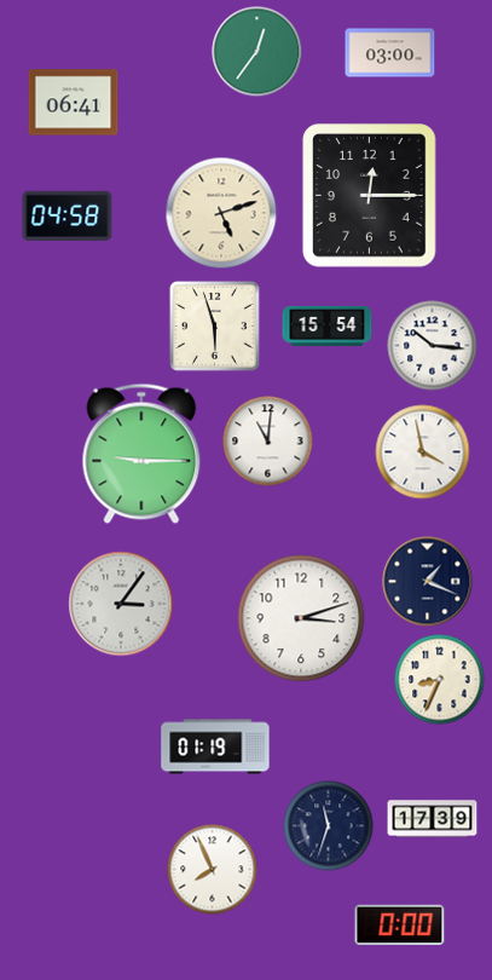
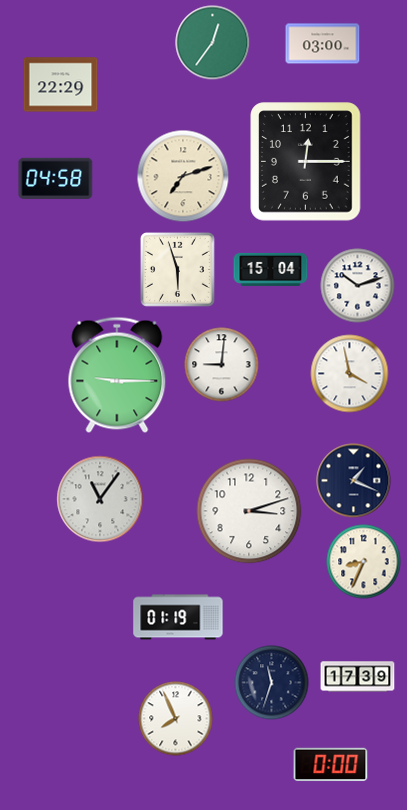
clock at (74, 103): 06:41 -> 22:29
clock at (221, 213): 5:12 -> 7:12
clock at (328, 325): 15:54 -> 15:04
clock at (433, 346): 10:16 -> 10:12
clock at (268, 442): 11:01 -> 9:01
clock at (121, 604): 3:06 -> 11:06
